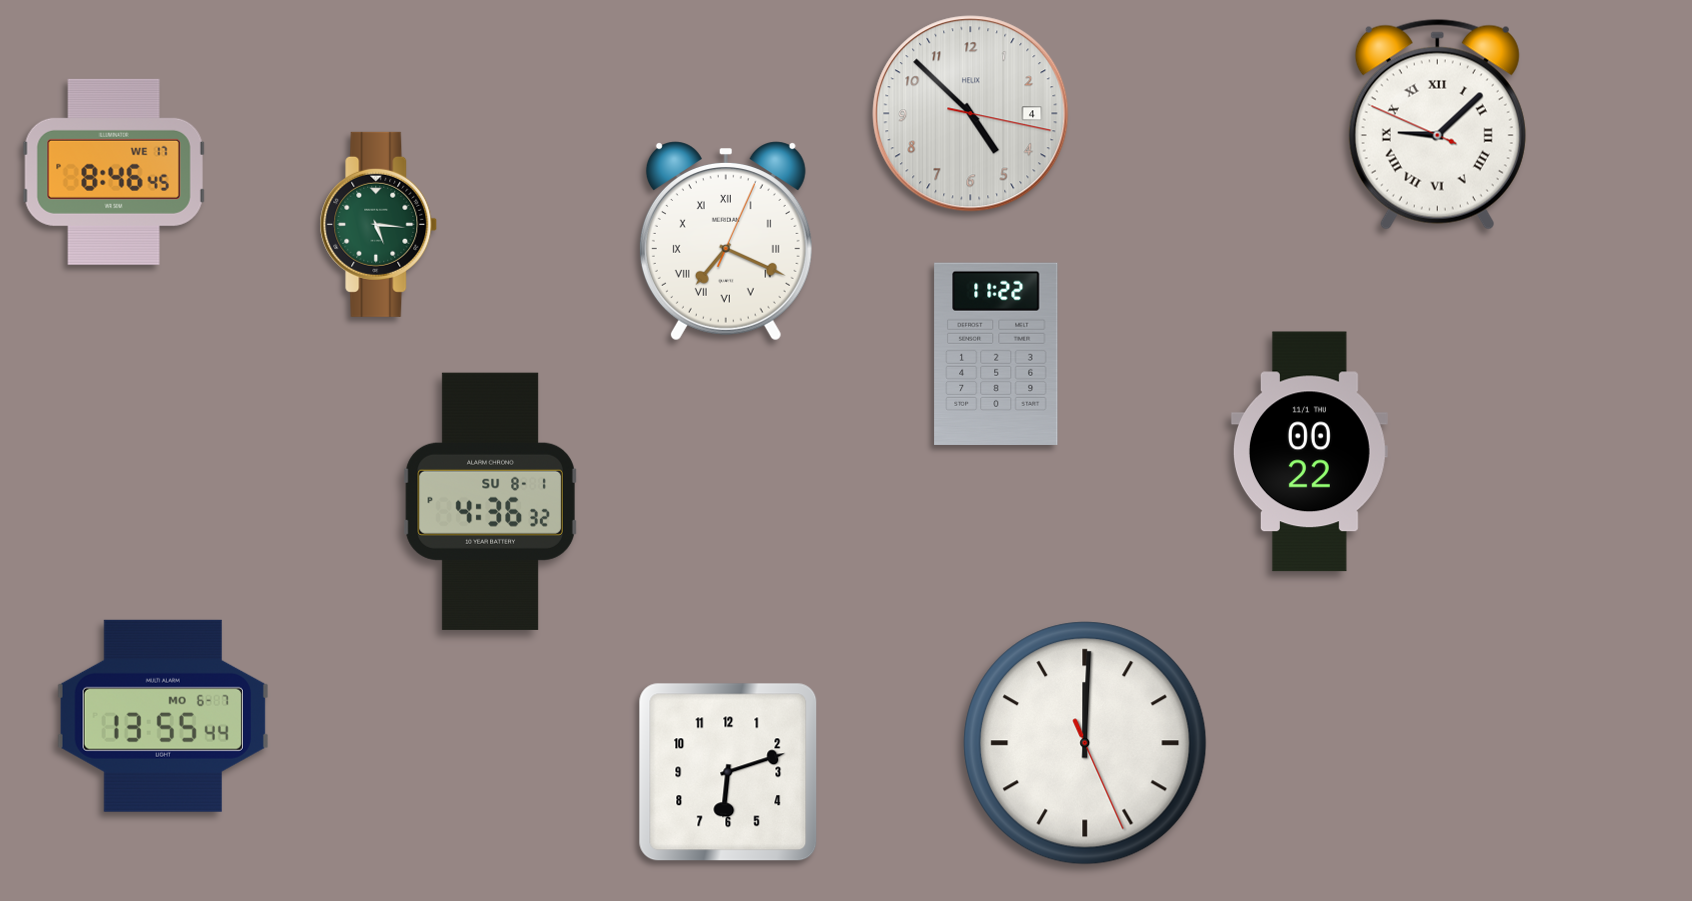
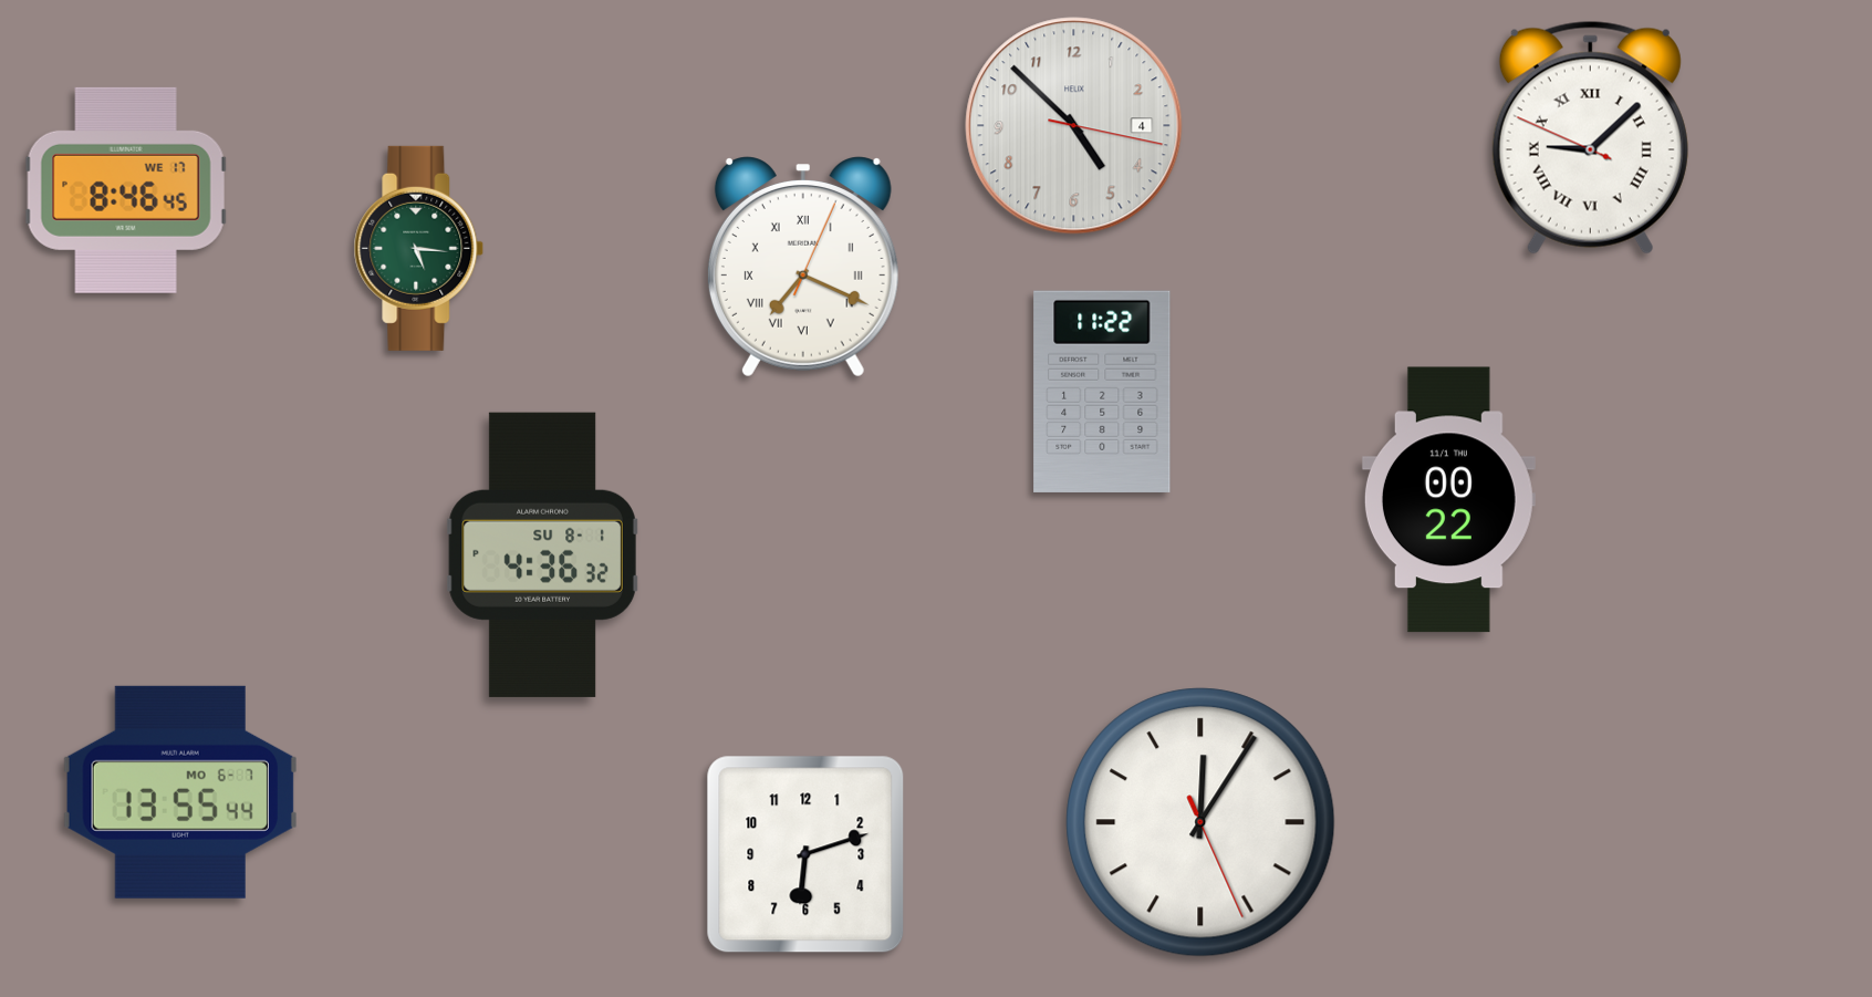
clock at (1085, 743): 12:00 -> 12:05
